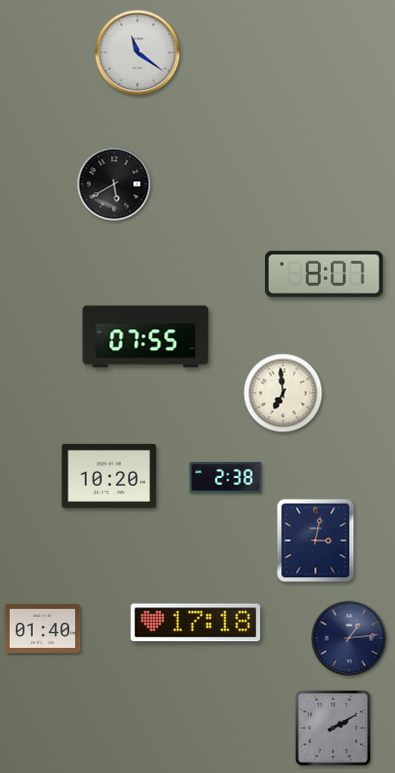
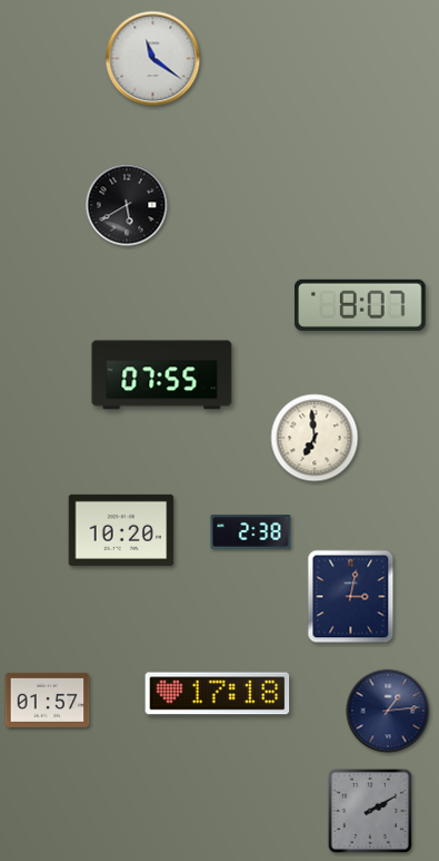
clock at (316, 541) position: (316, 541) -> (351, 597)
clock at (43, 628): 01:40 -> 01:57
